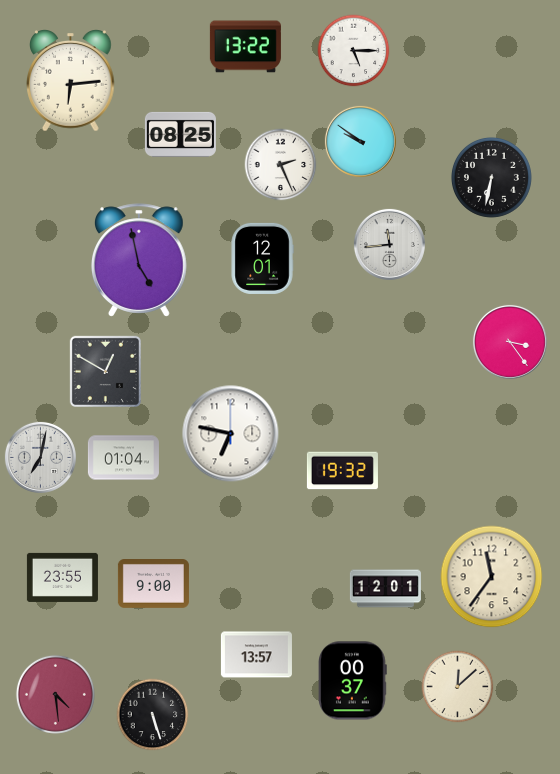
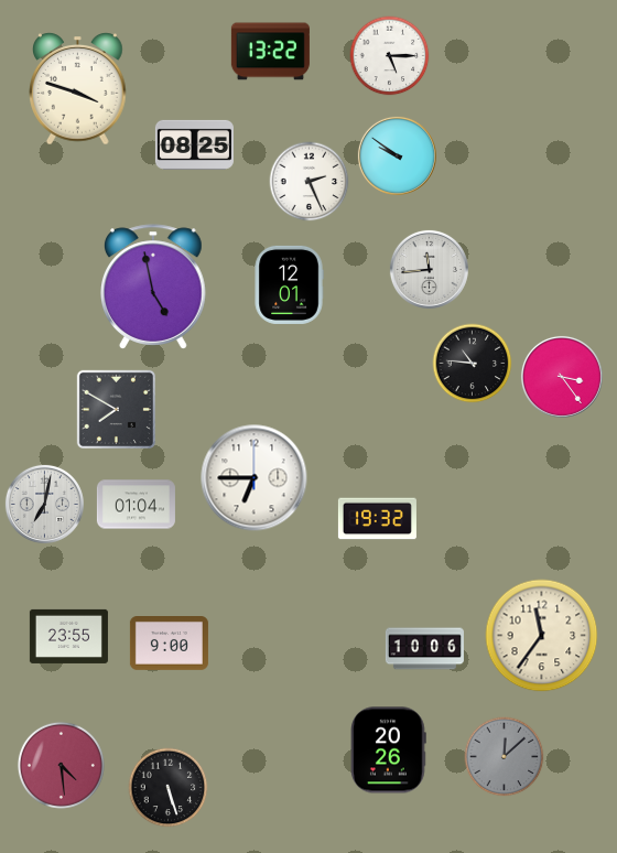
clock at (71, 81): 6:14 -> 3:48
clock at (180, 134) position: (180, 134) -> (194, 144)
clock at (491, 177): 6:32 -> none
clock at (473, 364): none -> 10:46
clock at (105, 371): 12:50 -> 7:50
clock at (231, 434): 6:47 -> 6:45
clock at (385, 589): 12:01 -> 10:06
clock at (256, 655): 13:57 -> none
clock at (353, 681): 00:37 -> 20:26
clock at (458, 687) dial: cream -> grey
